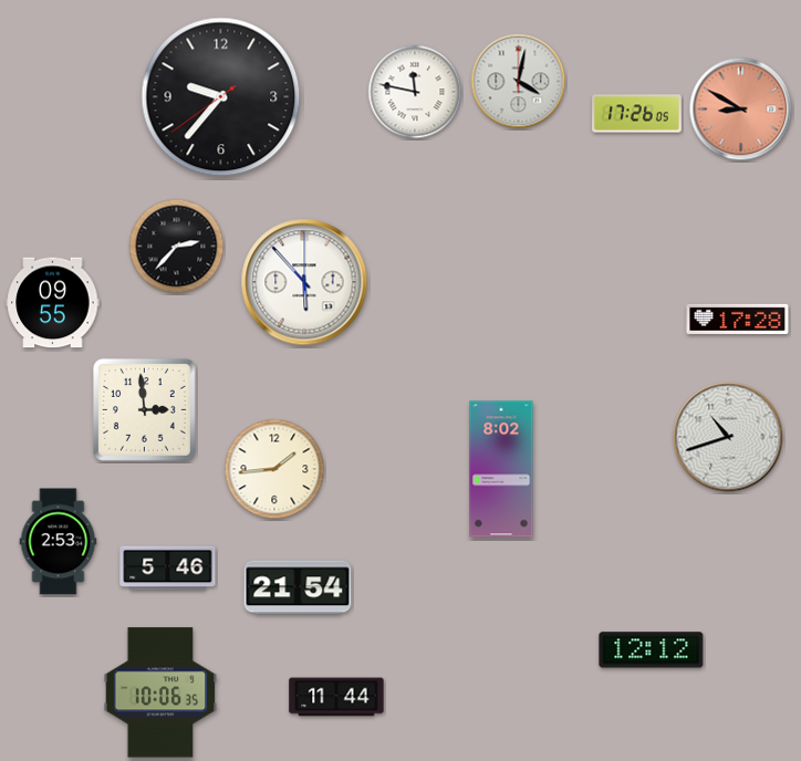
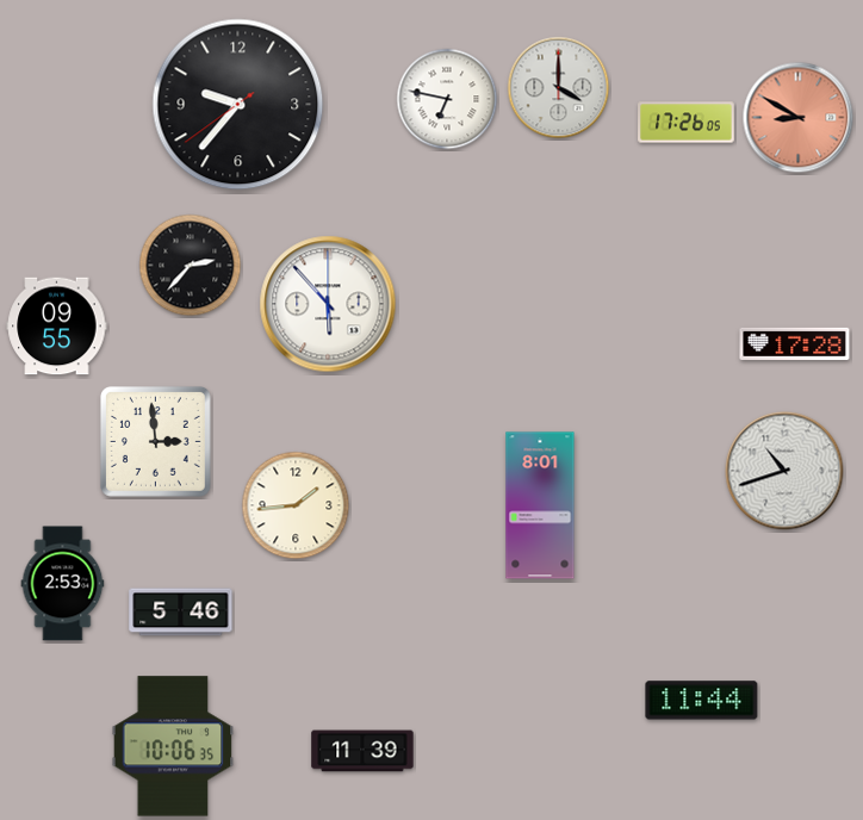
clock at (519, 82): 4:02 -> 4:00
clock at (415, 92): 11:47 -> 6:47
clock at (501, 469): 8:02 -> 8:01
clock at (298, 587): 21:54 -> none
clock at (652, 650): 12:12 -> 11:44
clock at (336, 697): 11:44 -> 11:39
